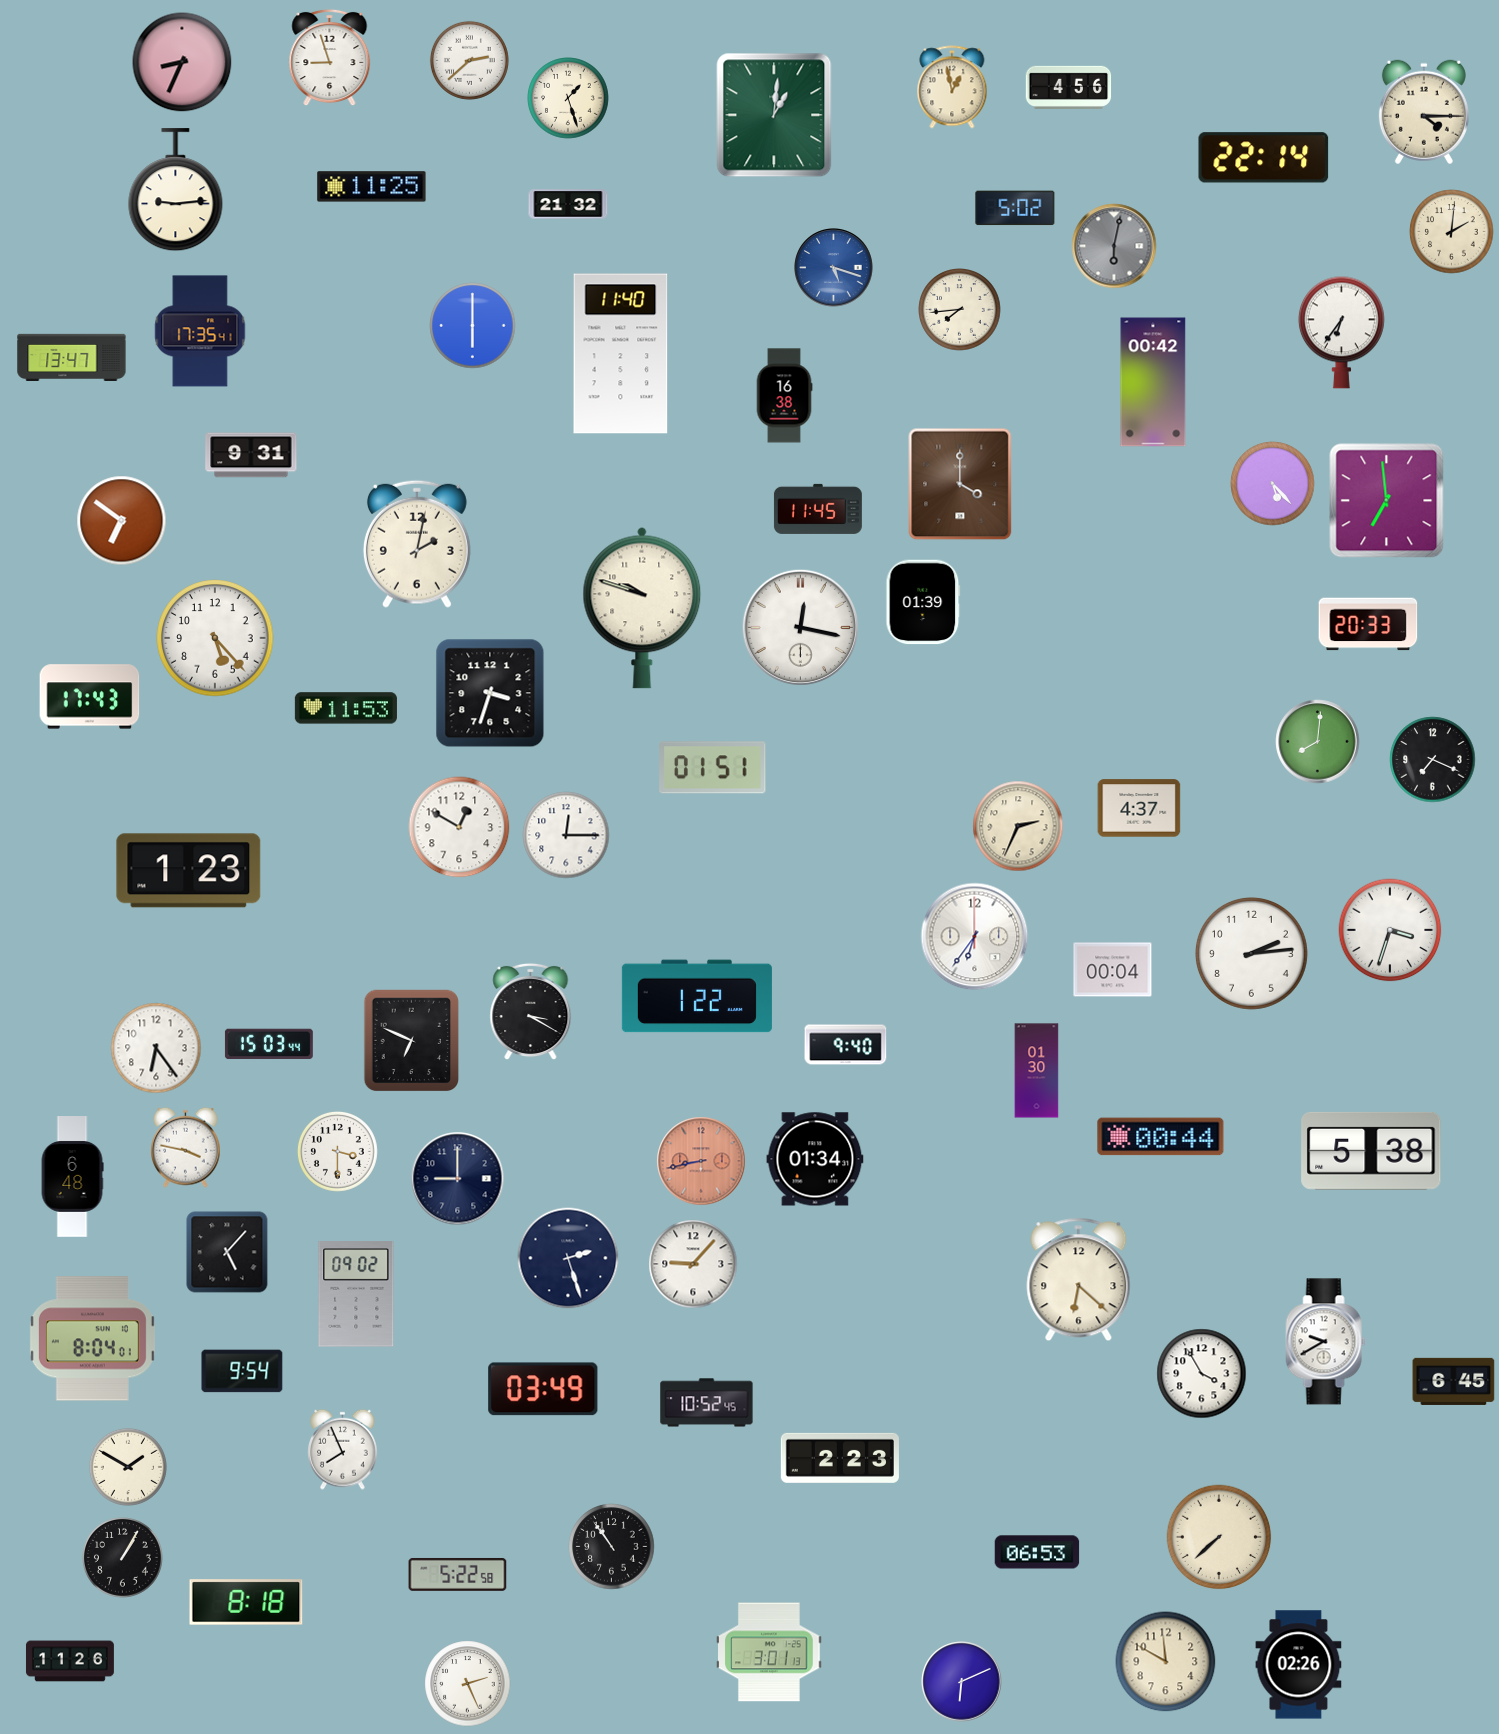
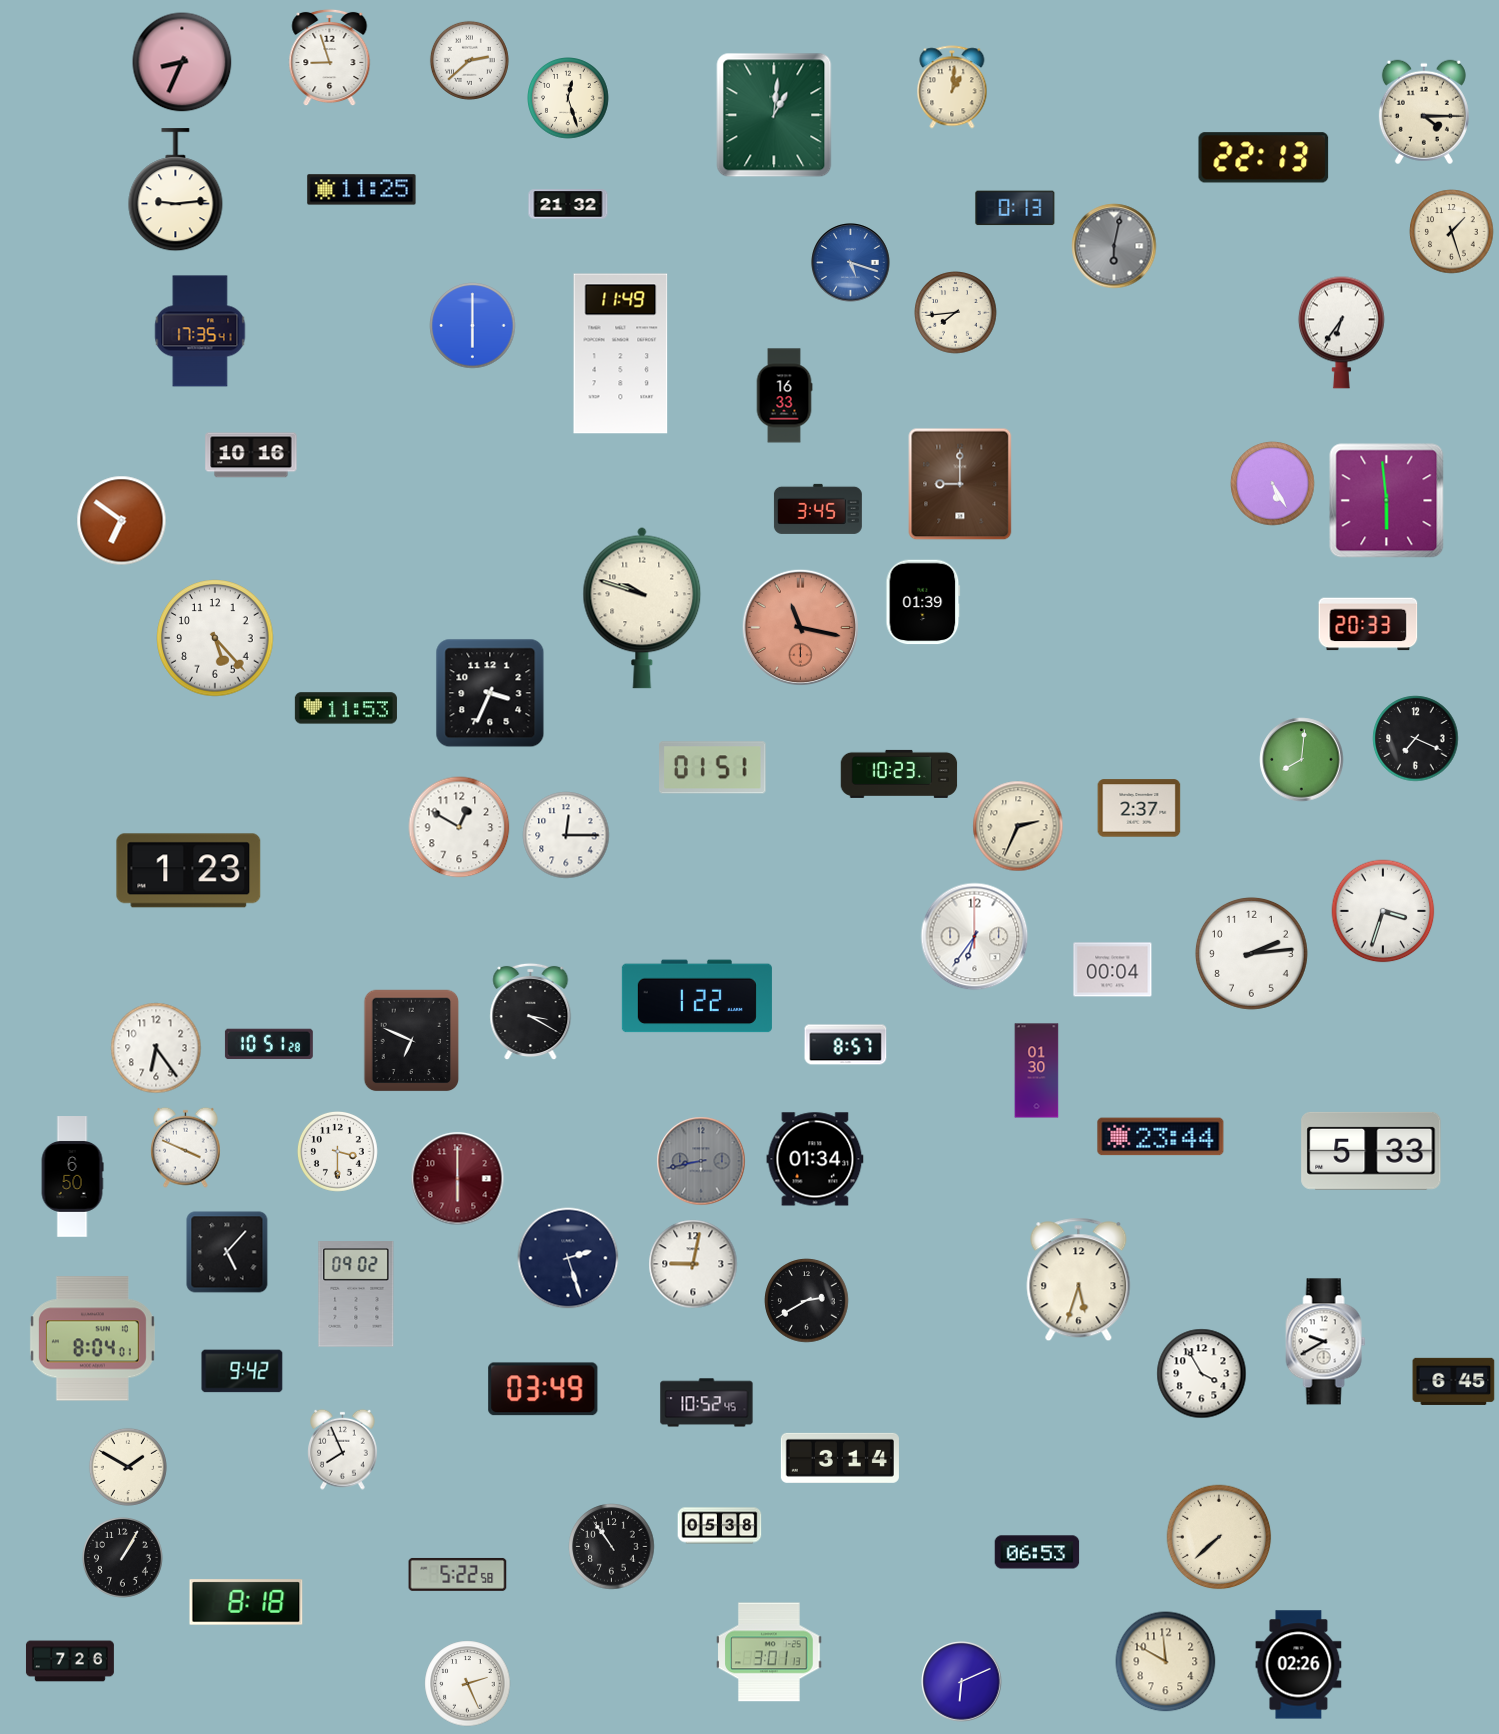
clock at (952, 87): 12:58 -> 1:01
clock at (1069, 87): 4:56 -> none
clock at (569, 99): 1:27 -> 12:27
clock at (1264, 158): 22:14 -> 22:13
clock at (372, 187) position: (372, 187) -> (362, 190)
clock at (1015, 208): 5:02 -> 0:13
clock at (1452, 232): 2:01 -> 1:27
clock at (834, 268) position: (834, 268) -> (851, 263)
clock at (960, 310) position: (960, 310) -> (956, 313)
clock at (621, 354): 11:40 -> 11:49
clock at (72, 357): 13:47 -> none
clock at (1153, 382): 00:42 -> none
clock at (784, 396): 16:38 -> 16:33
clock at (251, 455): 9:31 -> 10:16
clock at (960, 484): 4:00 -> 9:00
clock at (1273, 484): 5:23 -> 5:25
clock at (1387, 501): 6:59 -> 5:59
clock at (818, 509): 11:45 -> 3:45
clock at (417, 544): 2:02 -> none
clock at (800, 627): 12:17 -> 11:17
clock at (800, 627) dial: white -> salmon
clock at (490, 693): 3:33 -> 3:34
clock at (90, 697): 17:43 -> none
clock at (1318, 742) position: (1318, 742) -> (1302, 760)
clock at (1433, 760) position: (1433, 760) -> (1416, 739)
clock at (899, 774): none -> 10:23
clock at (1139, 808): 4:37 -> 2:37
clock at (1390, 930) position: (1390, 930) -> (1383, 911)
clock at (269, 1044): 15:03 -> 10:51
clock at (846, 1045): 9:40 -> 8:57
clock at (1161, 1137): 00:44 -> 23:44
clock at (186, 1147): 3:47 -> 3:49
clock at (1371, 1151): 5:38 -> 5:33
clock at (701, 1161) dial: salmon -> grey
clock at (72, 1177): 6:48 -> 6:50
clock at (458, 1179): 9:00 -> 6:00
clock at (458, 1179) dial: navy -> burgundy
clock at (693, 1264): 9:07 -> 9:02
clock at (1079, 1280): 6:22 -> 5:33
clock at (807, 1301): none -> 2:40
clock at (242, 1371): 9:54 -> 9:42
clock at (840, 1458): 2:23 -> 3:14
clock at (720, 1526): none -> 05:38
clock at (70, 1661): 11:26 -> 7:26
